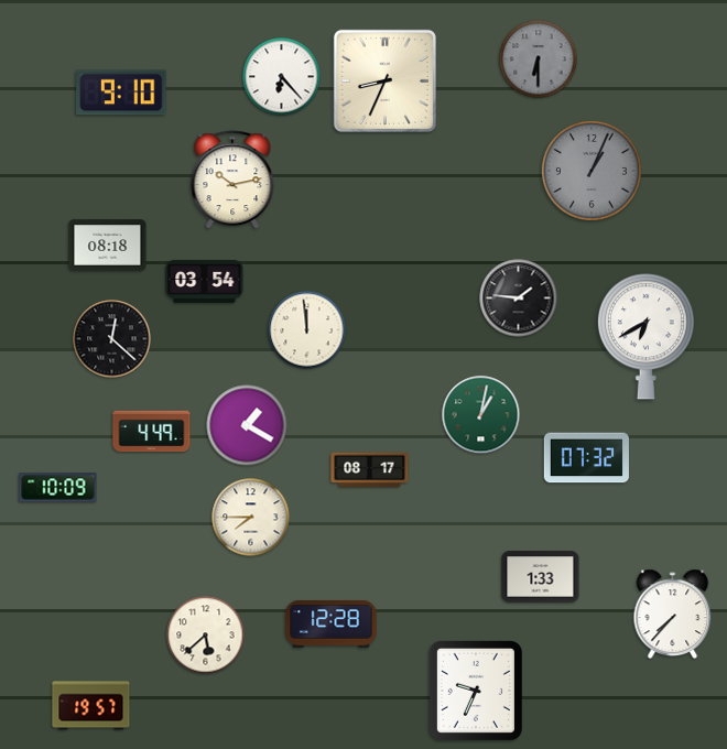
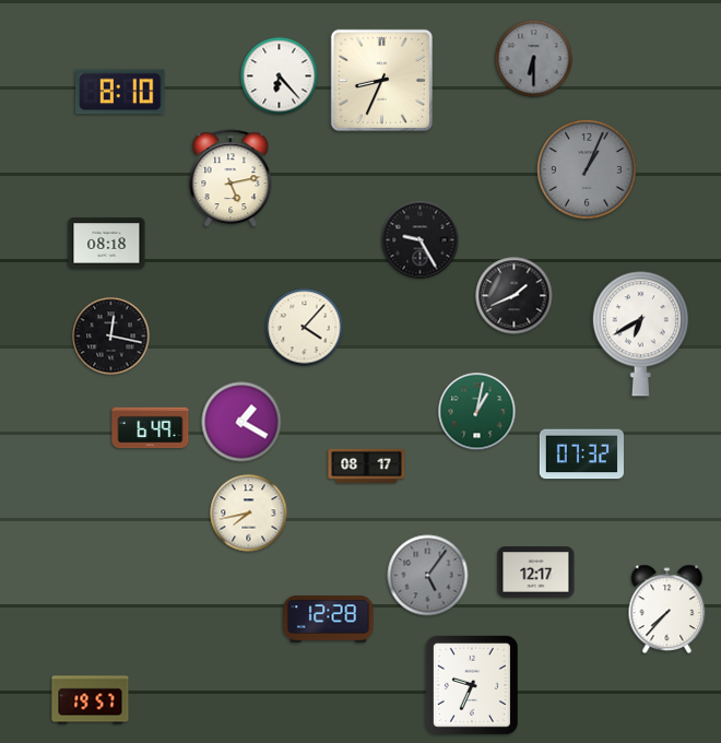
clock at (121, 93): 9:10 -> 8:10
clock at (232, 181): 10:13 -> 5:13
clock at (421, 240): none -> 9:25
clock at (205, 281): 03:54 -> none
clock at (519, 298): 1:46 -> 1:41
clock at (307, 330): 11:59 -> 4:07
clock at (112, 339): 12:22 -> 12:17
clock at (247, 425) position: (247, 425) -> (241, 422)
clock at (152, 432): 4:49 -> 6:49
clock at (58, 488): 10:09 -> none
clock at (251, 518): 7:45 -> 7:43
clock at (541, 577): 1:33 -> 12:17
clock at (428, 576): none -> 5:06
clock at (206, 636): 5:38 -> none
